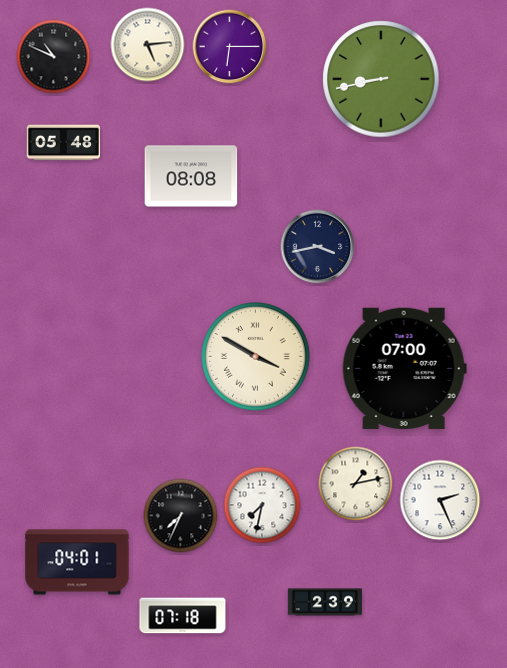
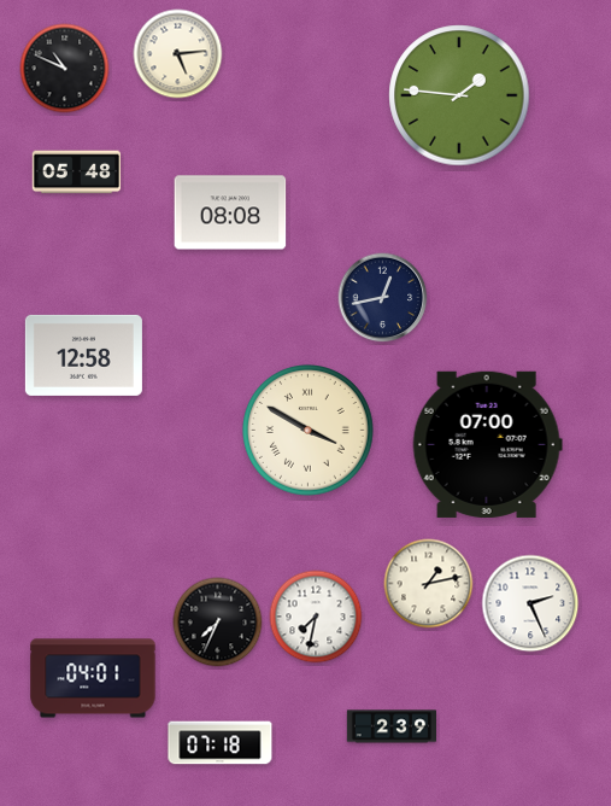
clock at (230, 47): 6:15 -> none
clock at (381, 79): 8:43 -> 1:46
clock at (318, 247): 3:43 -> 12:43
clock at (83, 355): none -> 12:58
clock at (262, 505) position: (262, 505) -> (316, 617)
